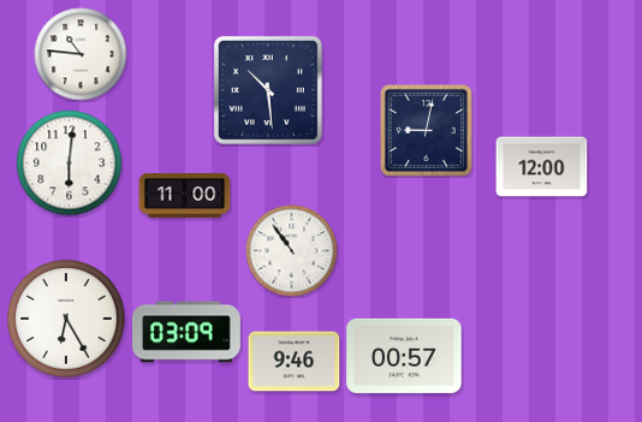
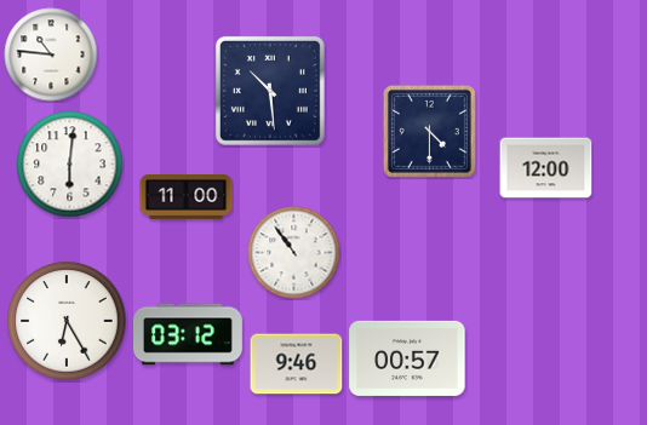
clock at (81, 54) position: (81, 54) -> (51, 54)
clock at (426, 130): 9:02 -> 4:30
clock at (186, 332): 03:09 -> 03:12
